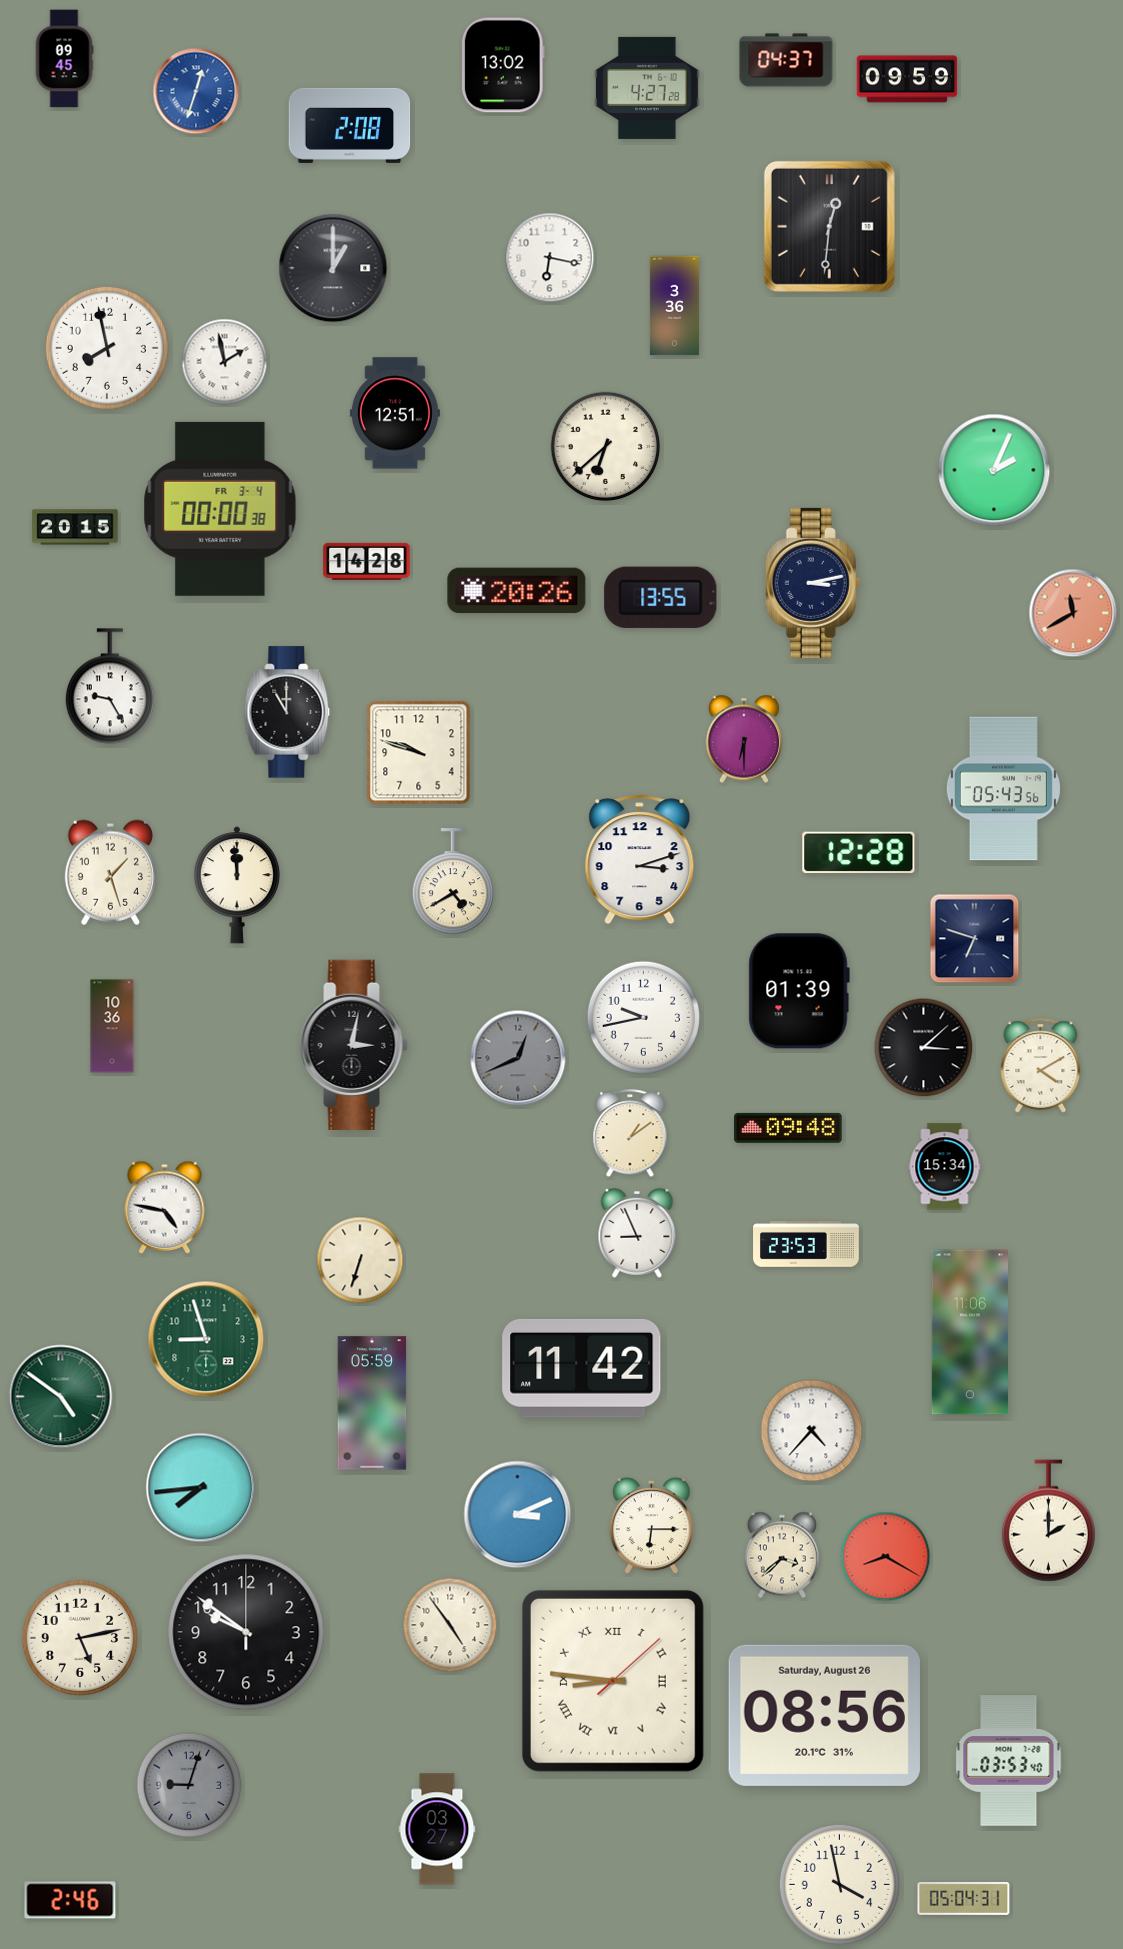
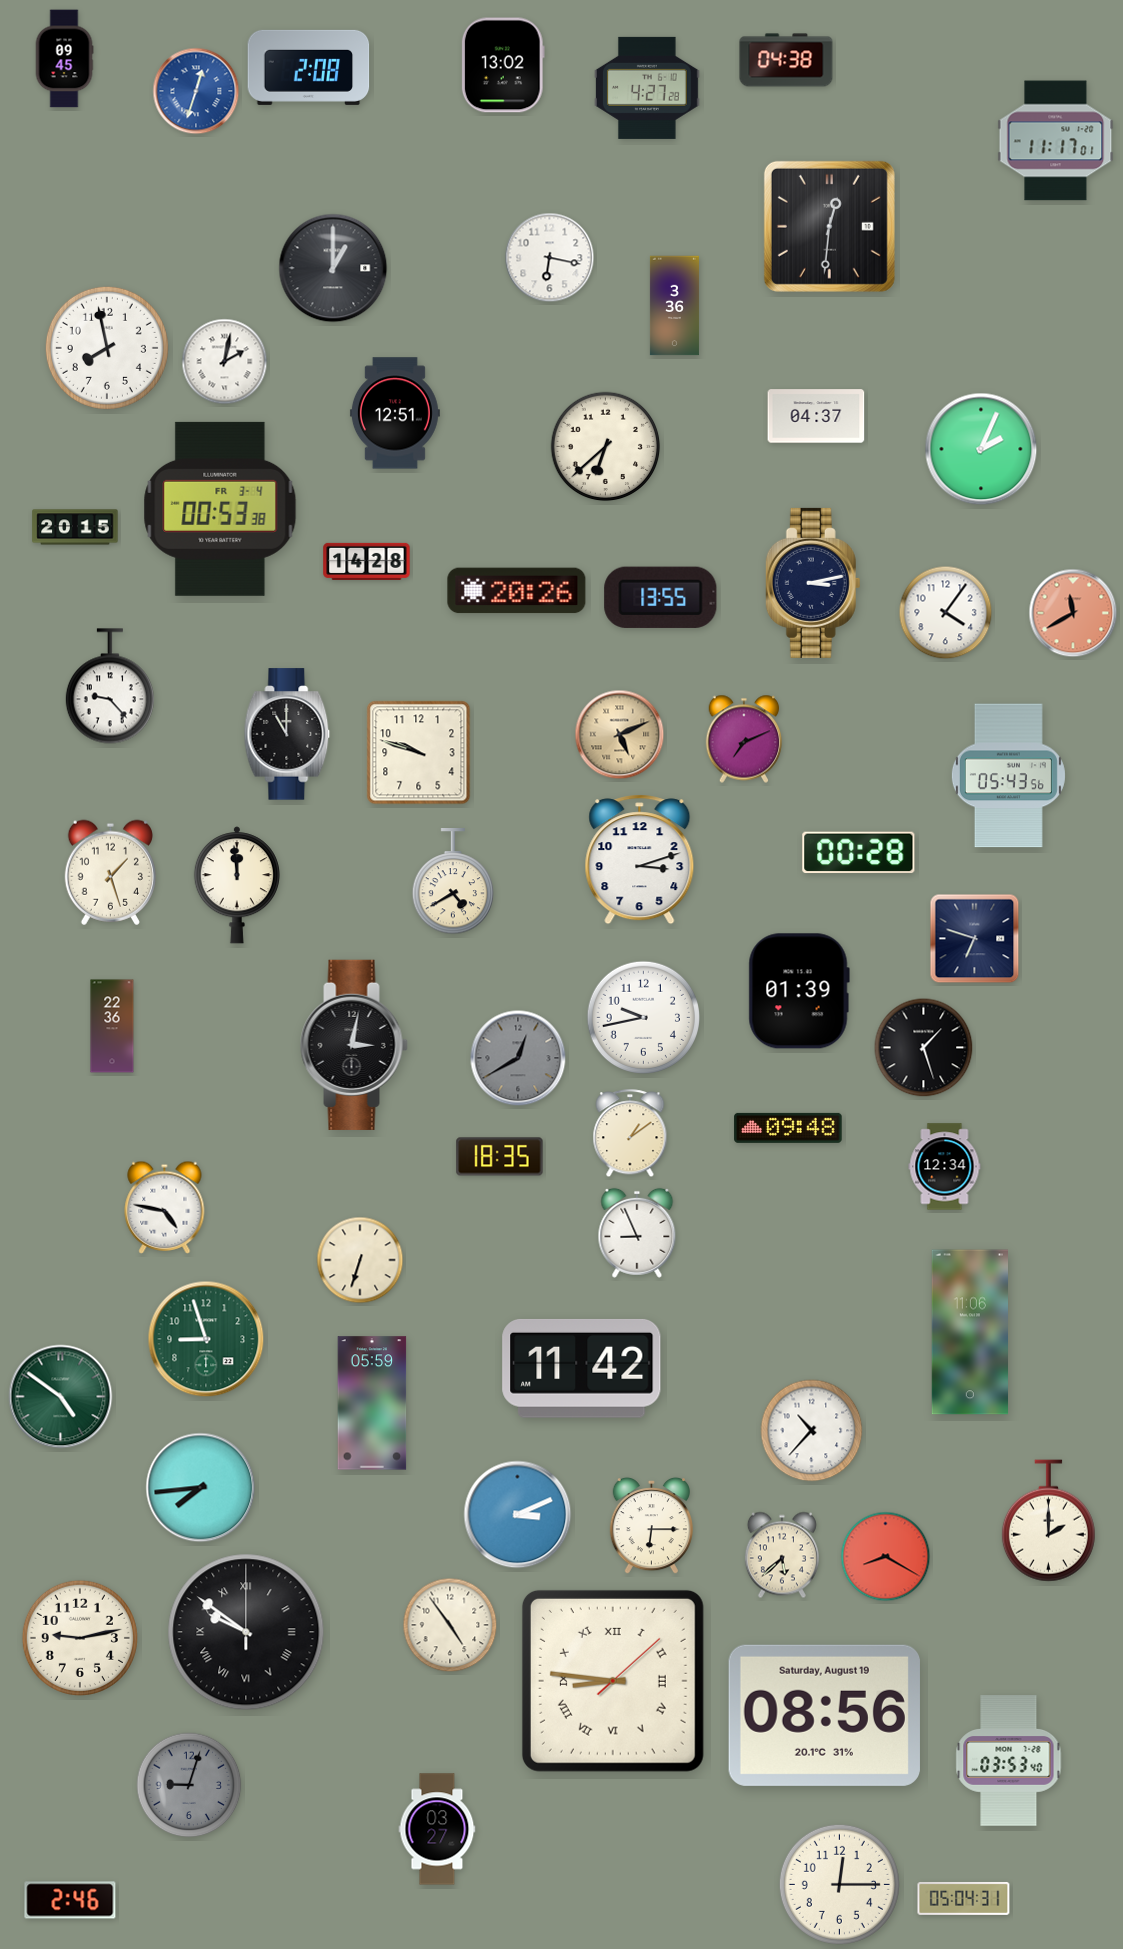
clock at (786, 60): 04:37 -> 04:38
clock at (907, 79): 09:59 -> none
clock at (350, 125) position: (350, 125) -> (309, 67)
clock at (1056, 141): none -> 11:17
clock at (225, 362): 1:58 -> 2:02
clock at (816, 416): none -> 04:37
clock at (994, 470) position: (994, 470) -> (981, 449)
clock at (220, 509): 00:00 -> 00:53
clock at (946, 613): none -> 4:06
clock at (110, 686): 9:25 -> 9:23
clock at (287, 712) position: (287, 712) -> (287, 734)
clock at (620, 735): none -> 5:11
clock at (744, 739): 6:30 -> 7:11
clock at (1003, 789) position: (1003, 789) -> (1008, 776)
clock at (859, 853): 12:28 -> 00:28
clock at (112, 1026): 10:36 -> 22:36
clock at (924, 1048): 3:08 -> 1:27
clock at (518, 1058): 12:41 -> 12:40
clock at (1041, 1066): 4:10 -> none
clock at (500, 1157): none -> 18:35
clock at (945, 1167): 15:34 -> 12:34
clock at (806, 1244): 23:53 -> none
clock at (812, 1431): 4:37 -> 10:37
clock at (782, 1555): 3:38 -> 5:38
clock at (246, 1632) numerals: Arabic -> Roman
clock at (80, 1638): 5:13 -> 9:13
clock at (824, 1715) date: Saturday, August 26 -> Saturday, August 19
clock at (839, 1884): 3:58 -> 12:15
